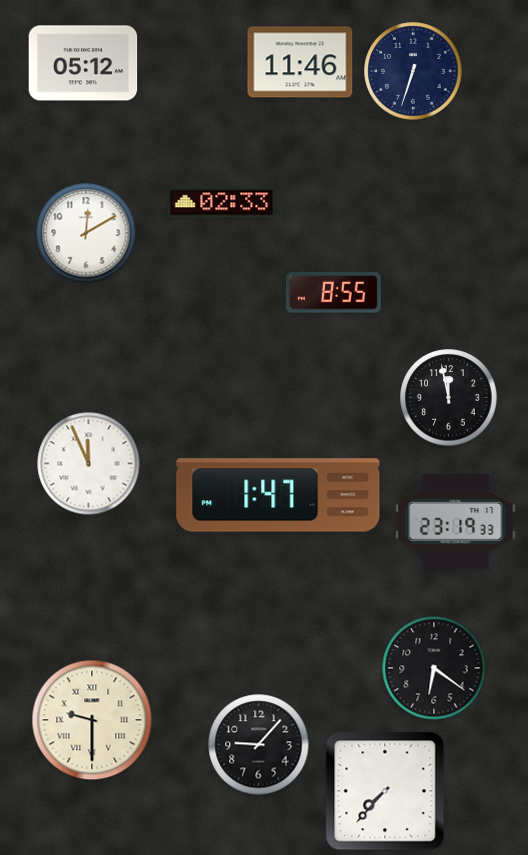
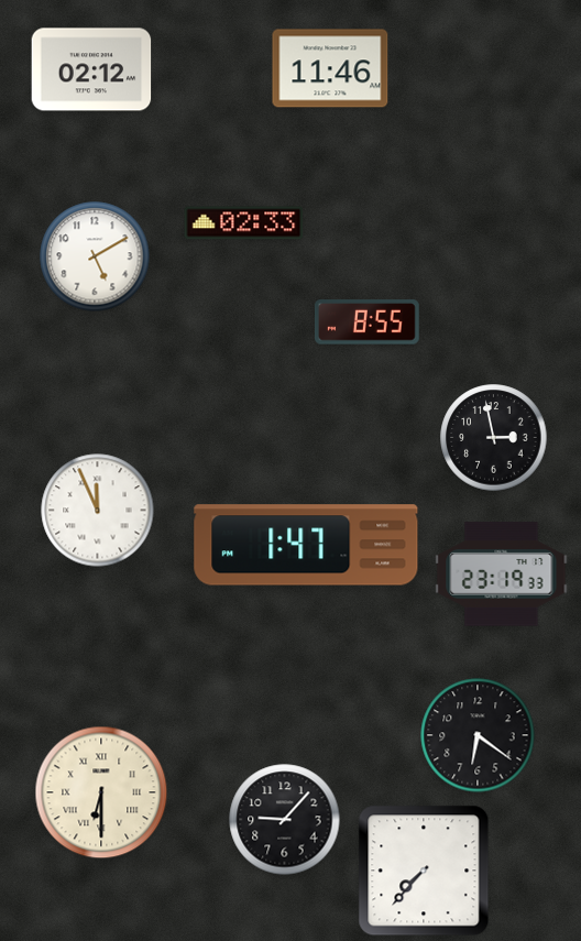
clock at (83, 63): 05:12 -> 02:12
clock at (413, 71): 6:33 -> none
clock at (86, 233): 12:10 -> 5:10
clock at (449, 398): 11:58 -> 2:58
clock at (92, 720): 9:30 -> 6:30
